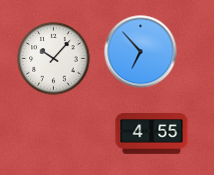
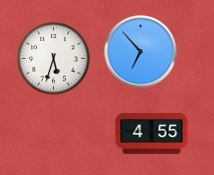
clock at (54, 59): 10:07 -> 5:33
